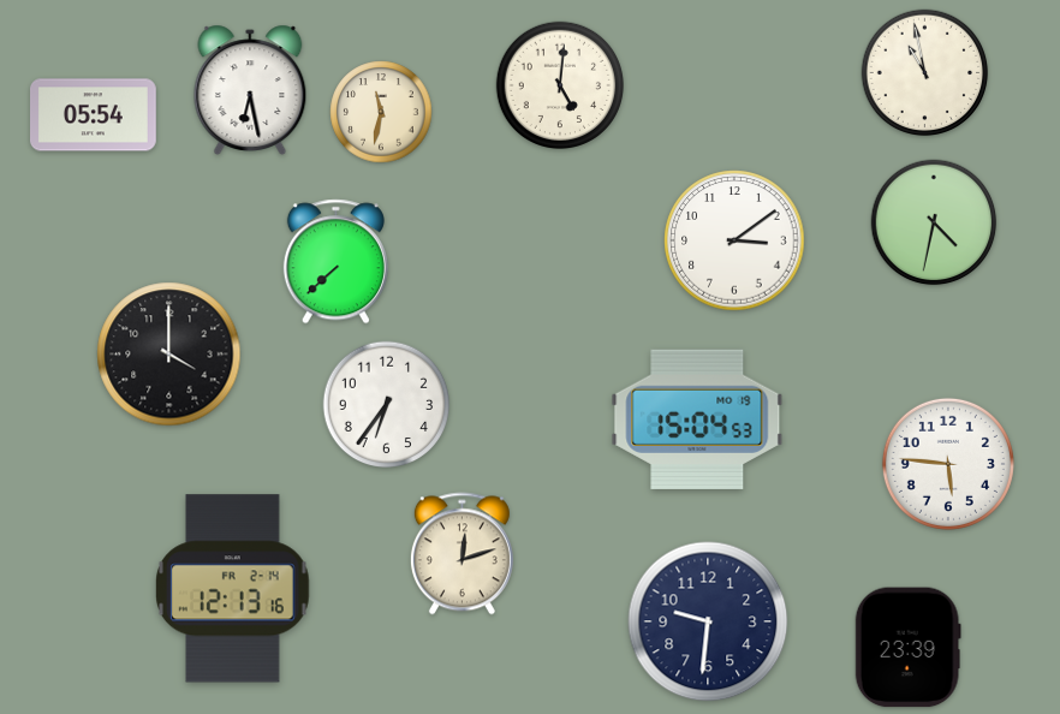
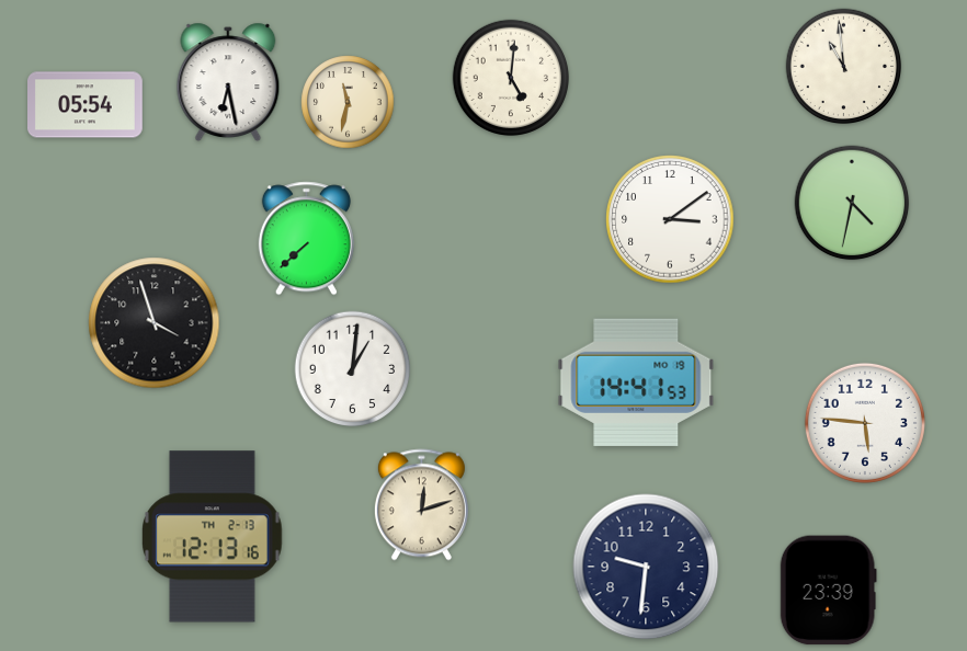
clock at (925, 73): 10:58 -> 10:59
clock at (169, 355): 4:00 -> 3:57
clock at (387, 405): 6:36 -> 1:01
clock at (697, 418): 15:04 -> 14:41
clock at (233, 589) date: FR 2-14 -> TH 2-13
